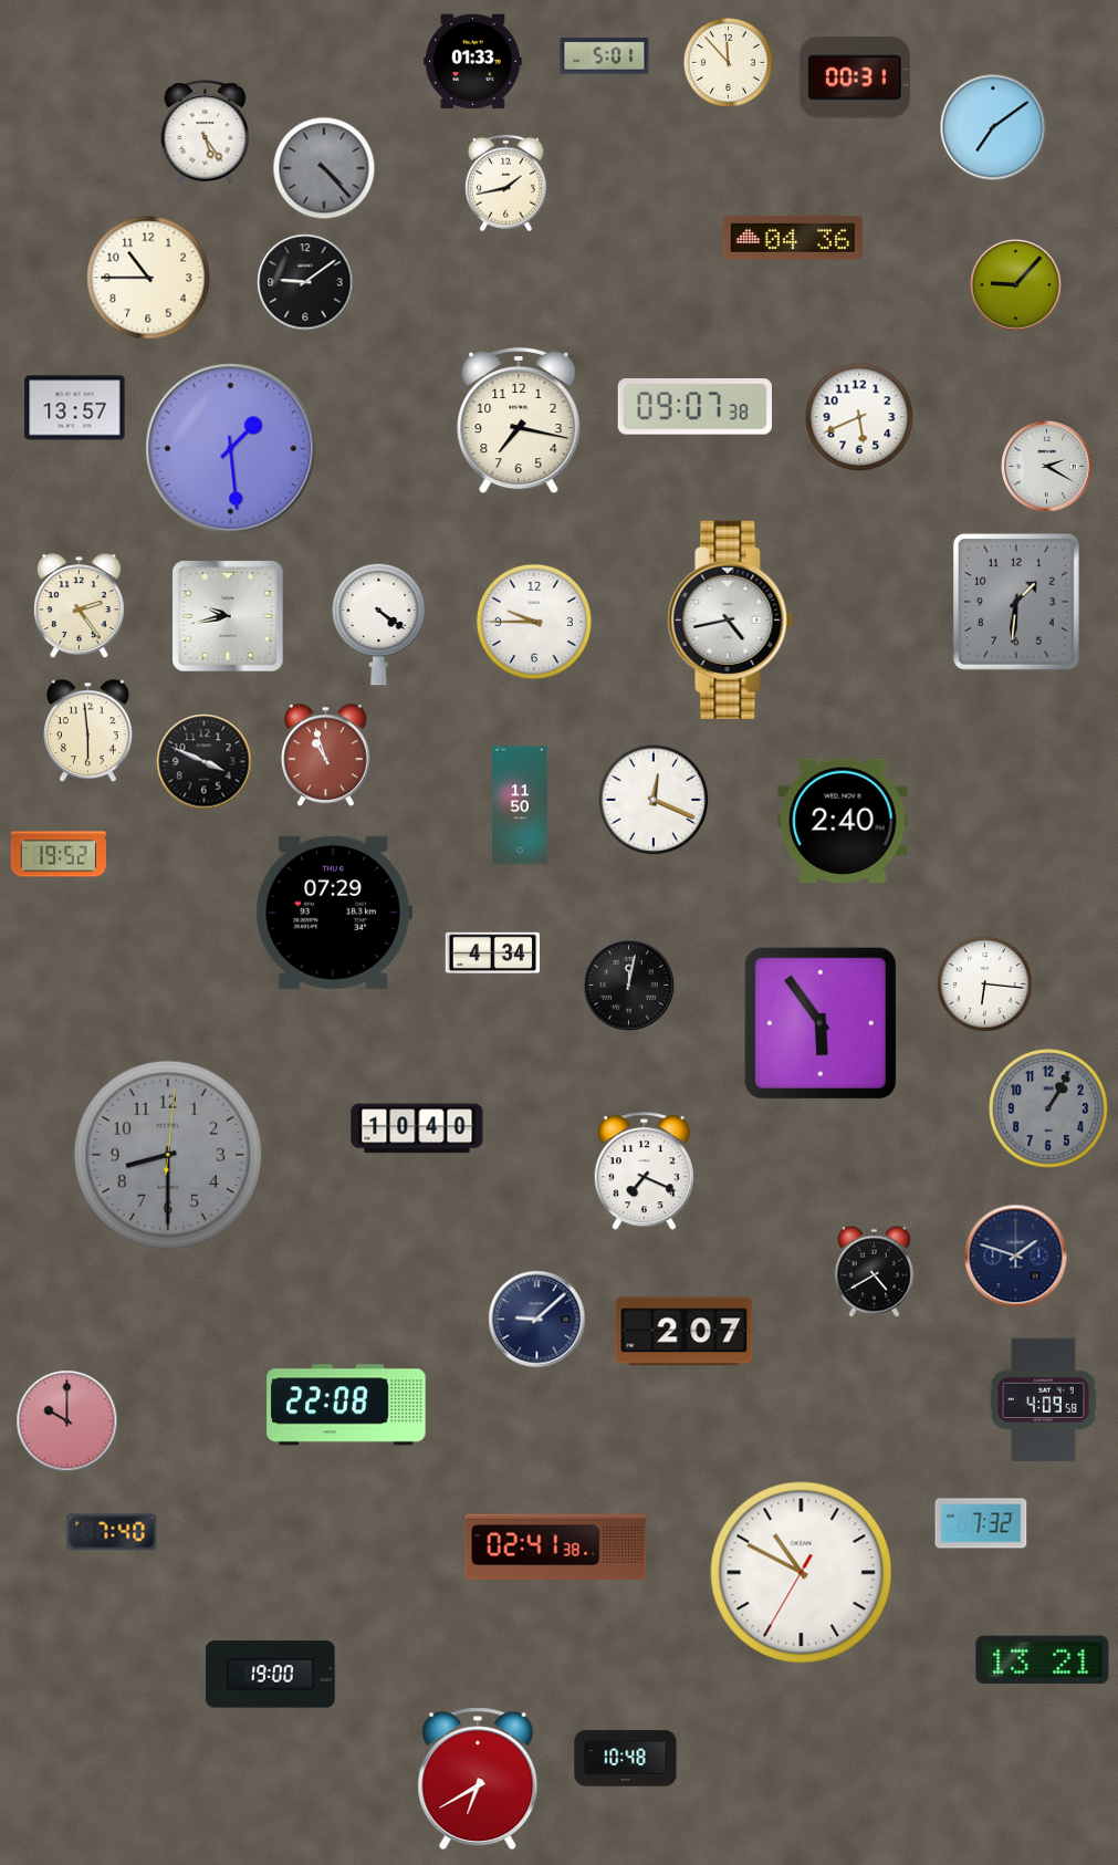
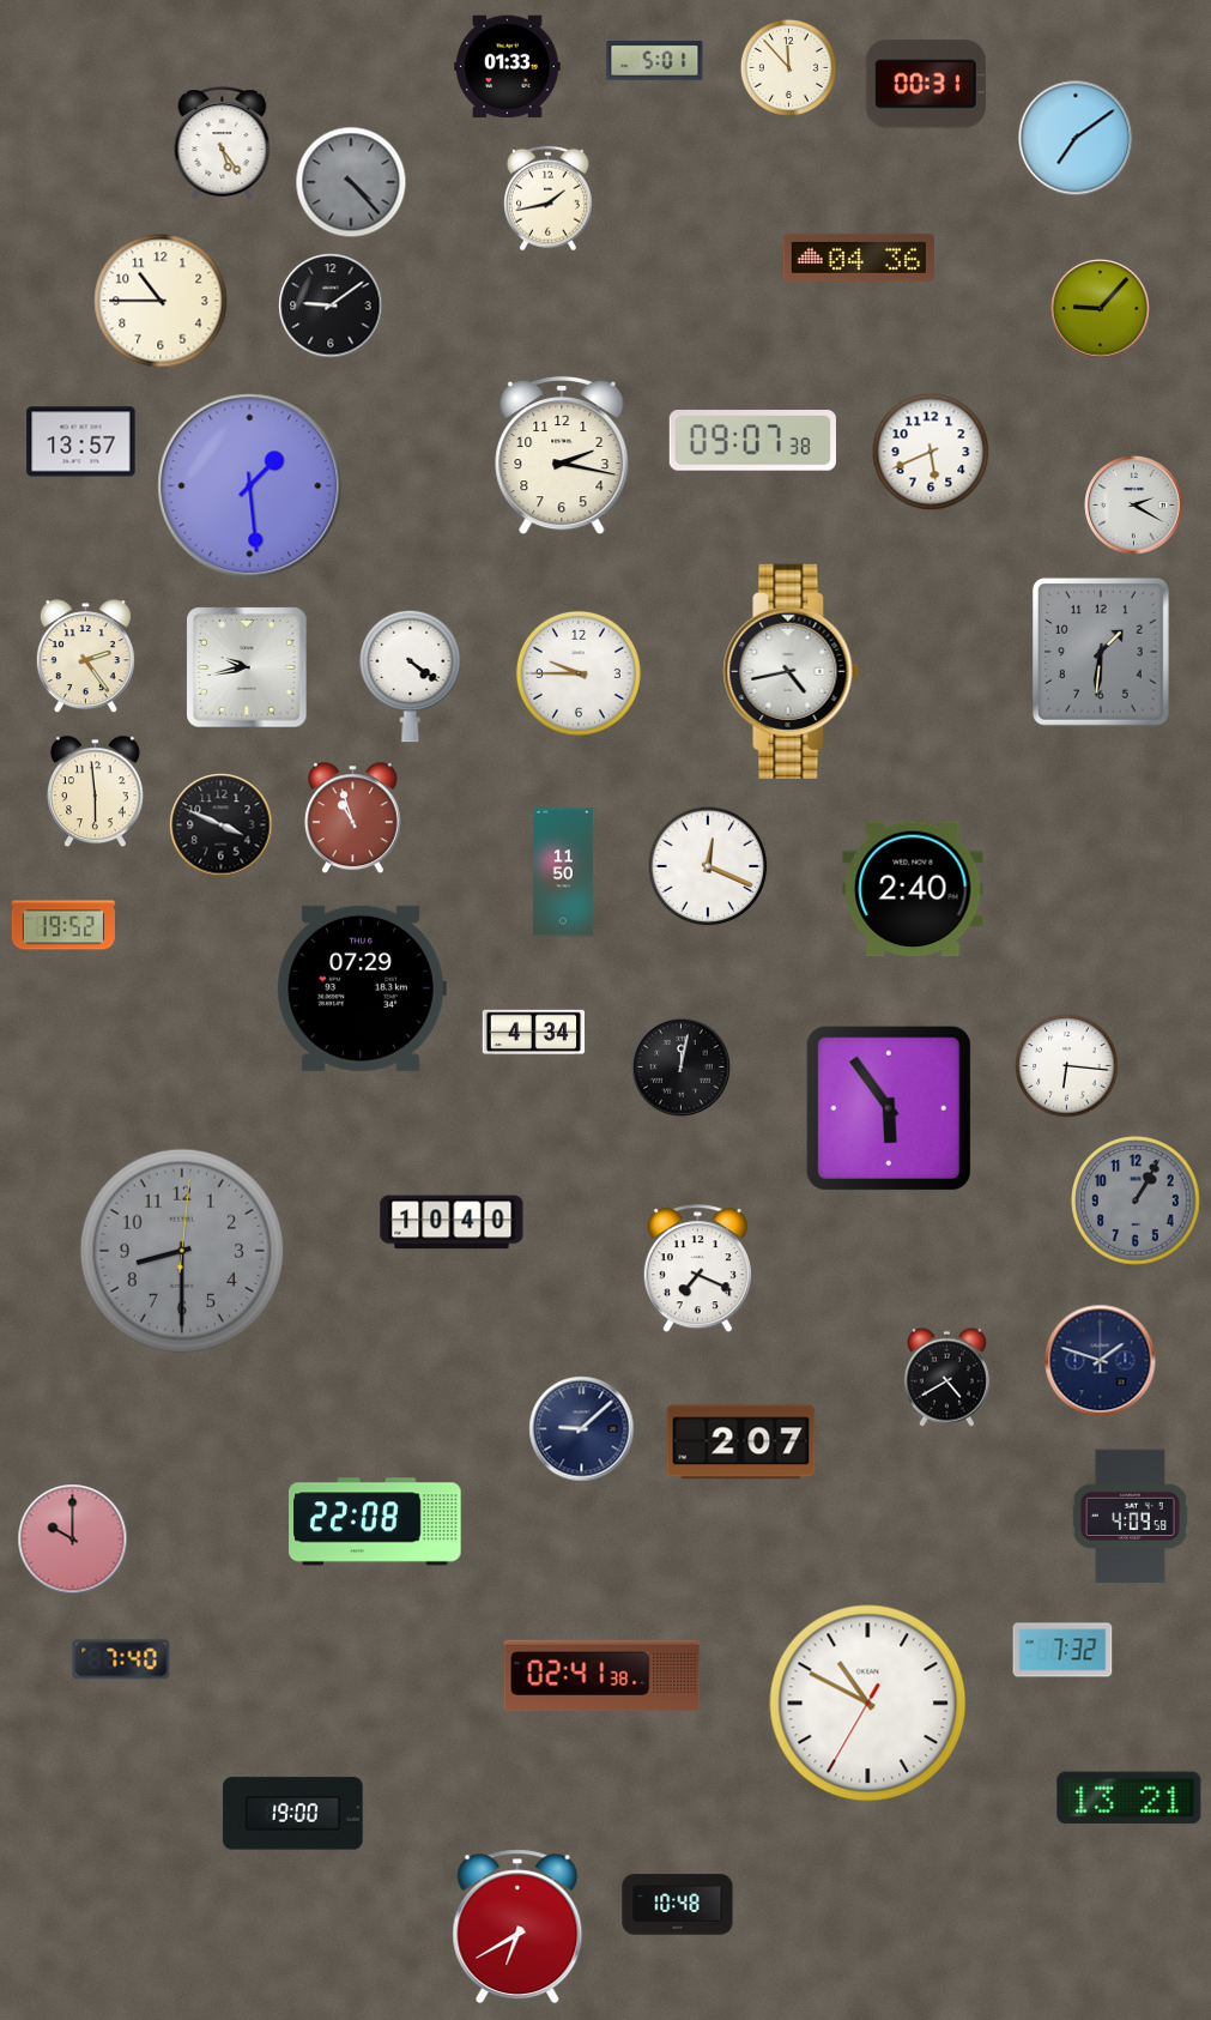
clock at (473, 62) position: (473, 62) -> (508, 67)
clock at (519, 420): 7:17 -> 2:17
